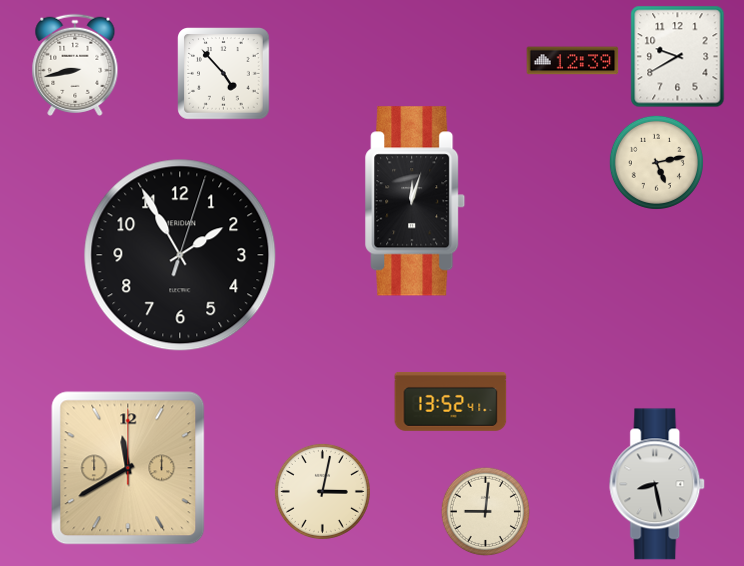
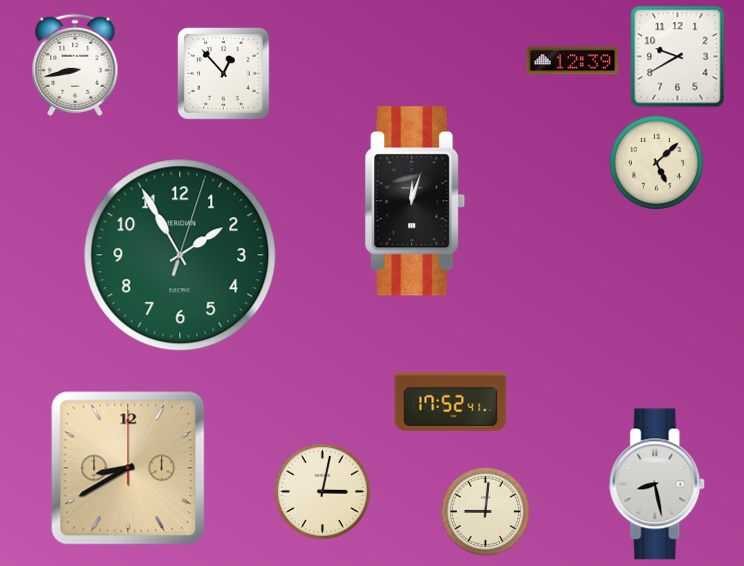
clock at (224, 74): 4:53 -> 12:53
clock at (656, 162): 5:13 -> 5:08
clock at (180, 255) dial: black -> green
clock at (451, 401): 13:52 -> 17:52
clock at (128, 468): 11:40 -> 8:40
